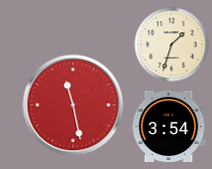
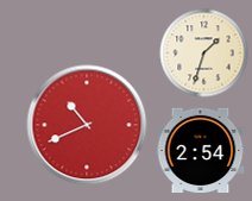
clock at (73, 105): 11:28 -> 10:41
clock at (169, 126): 3:54 -> 2:54
